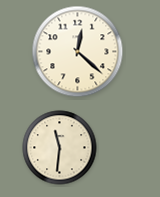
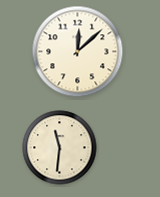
clock at (78, 52): 12:22 -> 12:08
